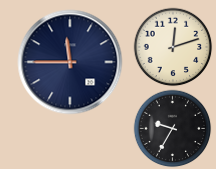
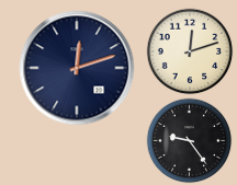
clock at (70, 62): 11:45 -> 12:12
clock at (172, 128): 9:35 -> 9:24
